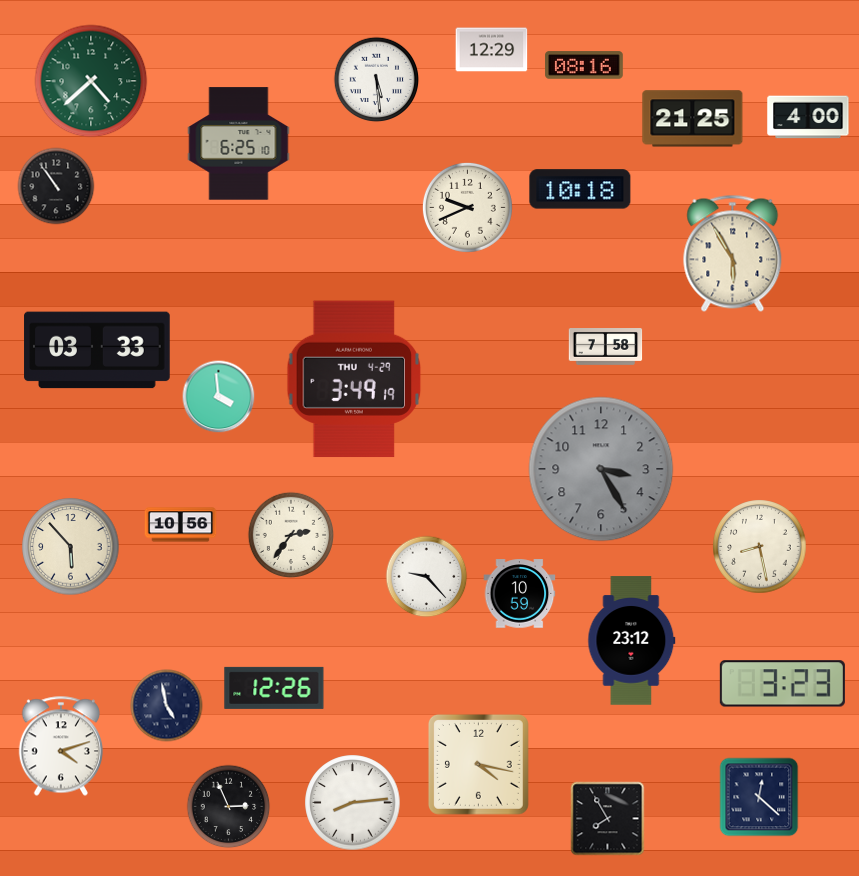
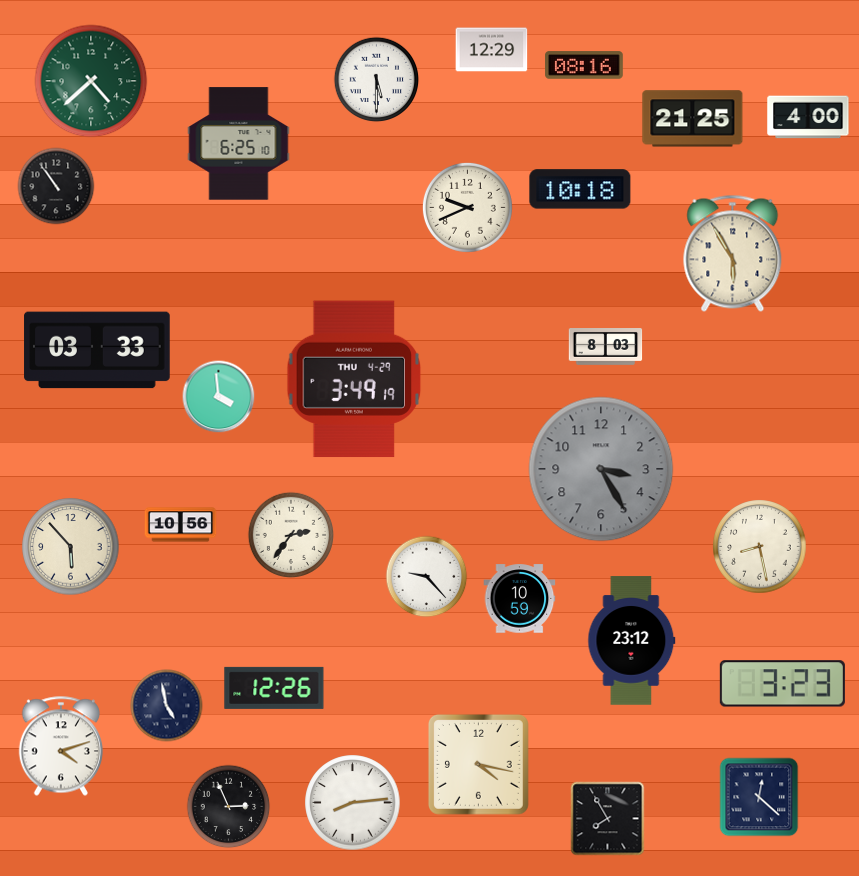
clock at (377, 80): 5:29 -> 5:30
clock at (606, 347): 7:58 -> 8:03
clock at (520, 594) position: (520, 594) -> (520, 599)
